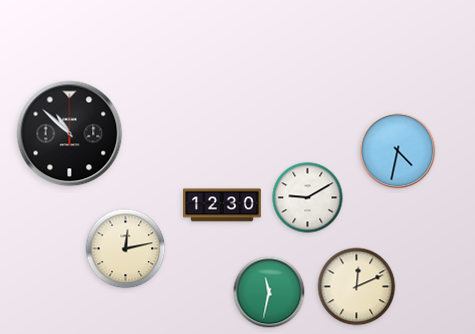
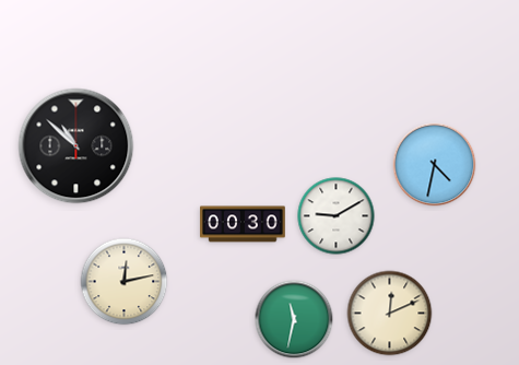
clock at (222, 205): 12:30 -> 00:30
clock at (126, 249) position: (126, 249) -> (125, 282)
